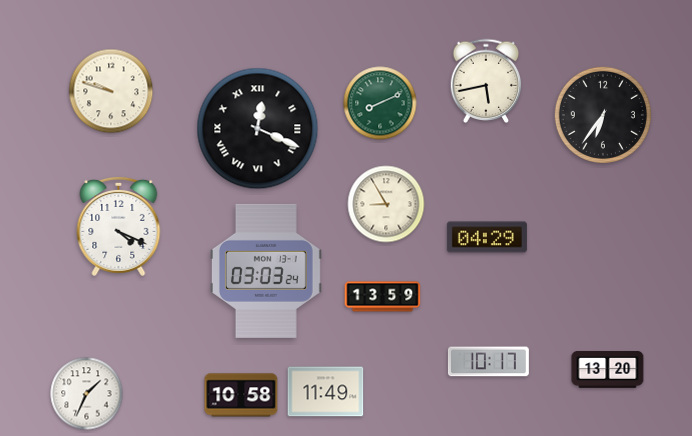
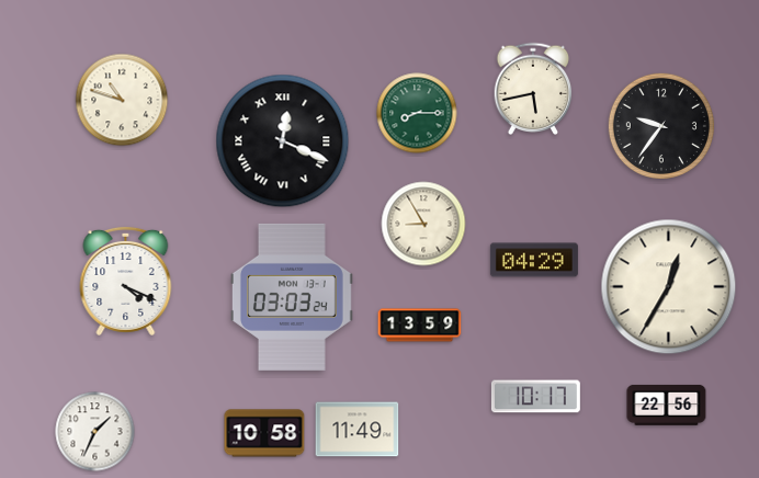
clock at (111, 91): 9:48 -> 10:48
clock at (380, 103): 8:11 -> 8:15
clock at (603, 115): 6:36 -> 9:36
clock at (119, 226) position: (119, 226) -> (126, 281)
clock at (669, 287): none -> 12:35
clock at (608, 369): 13:20 -> 22:56
